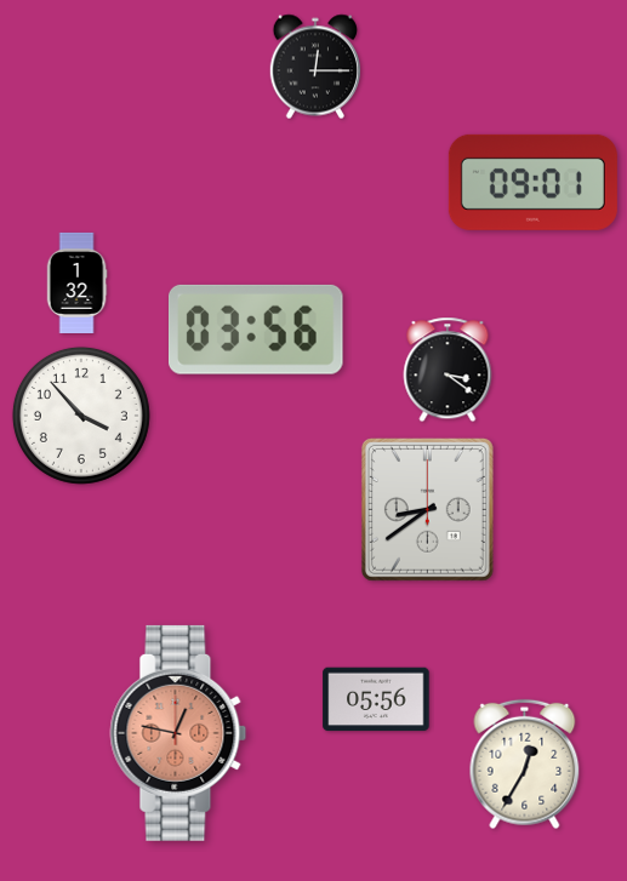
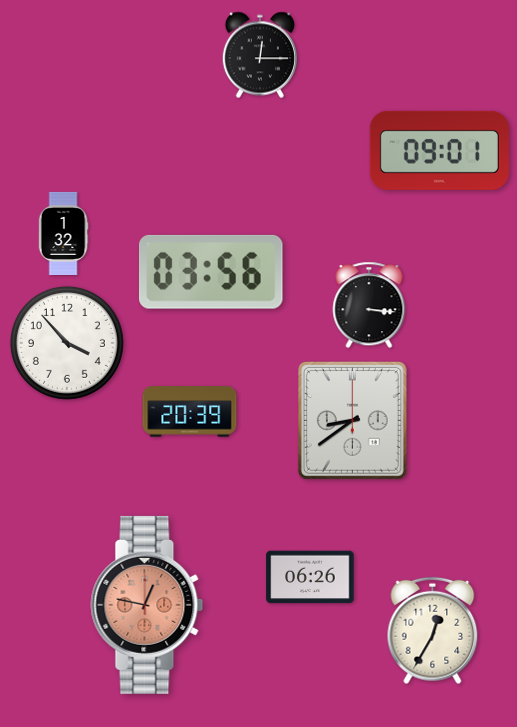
clock at (448, 370): 3:21 -> 3:16
clock at (190, 412): none -> 20:39
clock at (376, 699): 05:56 -> 06:26
